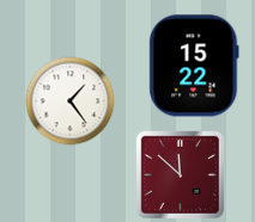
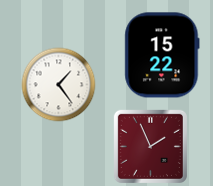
clock at (180, 174): 11:52 -> 1:56
